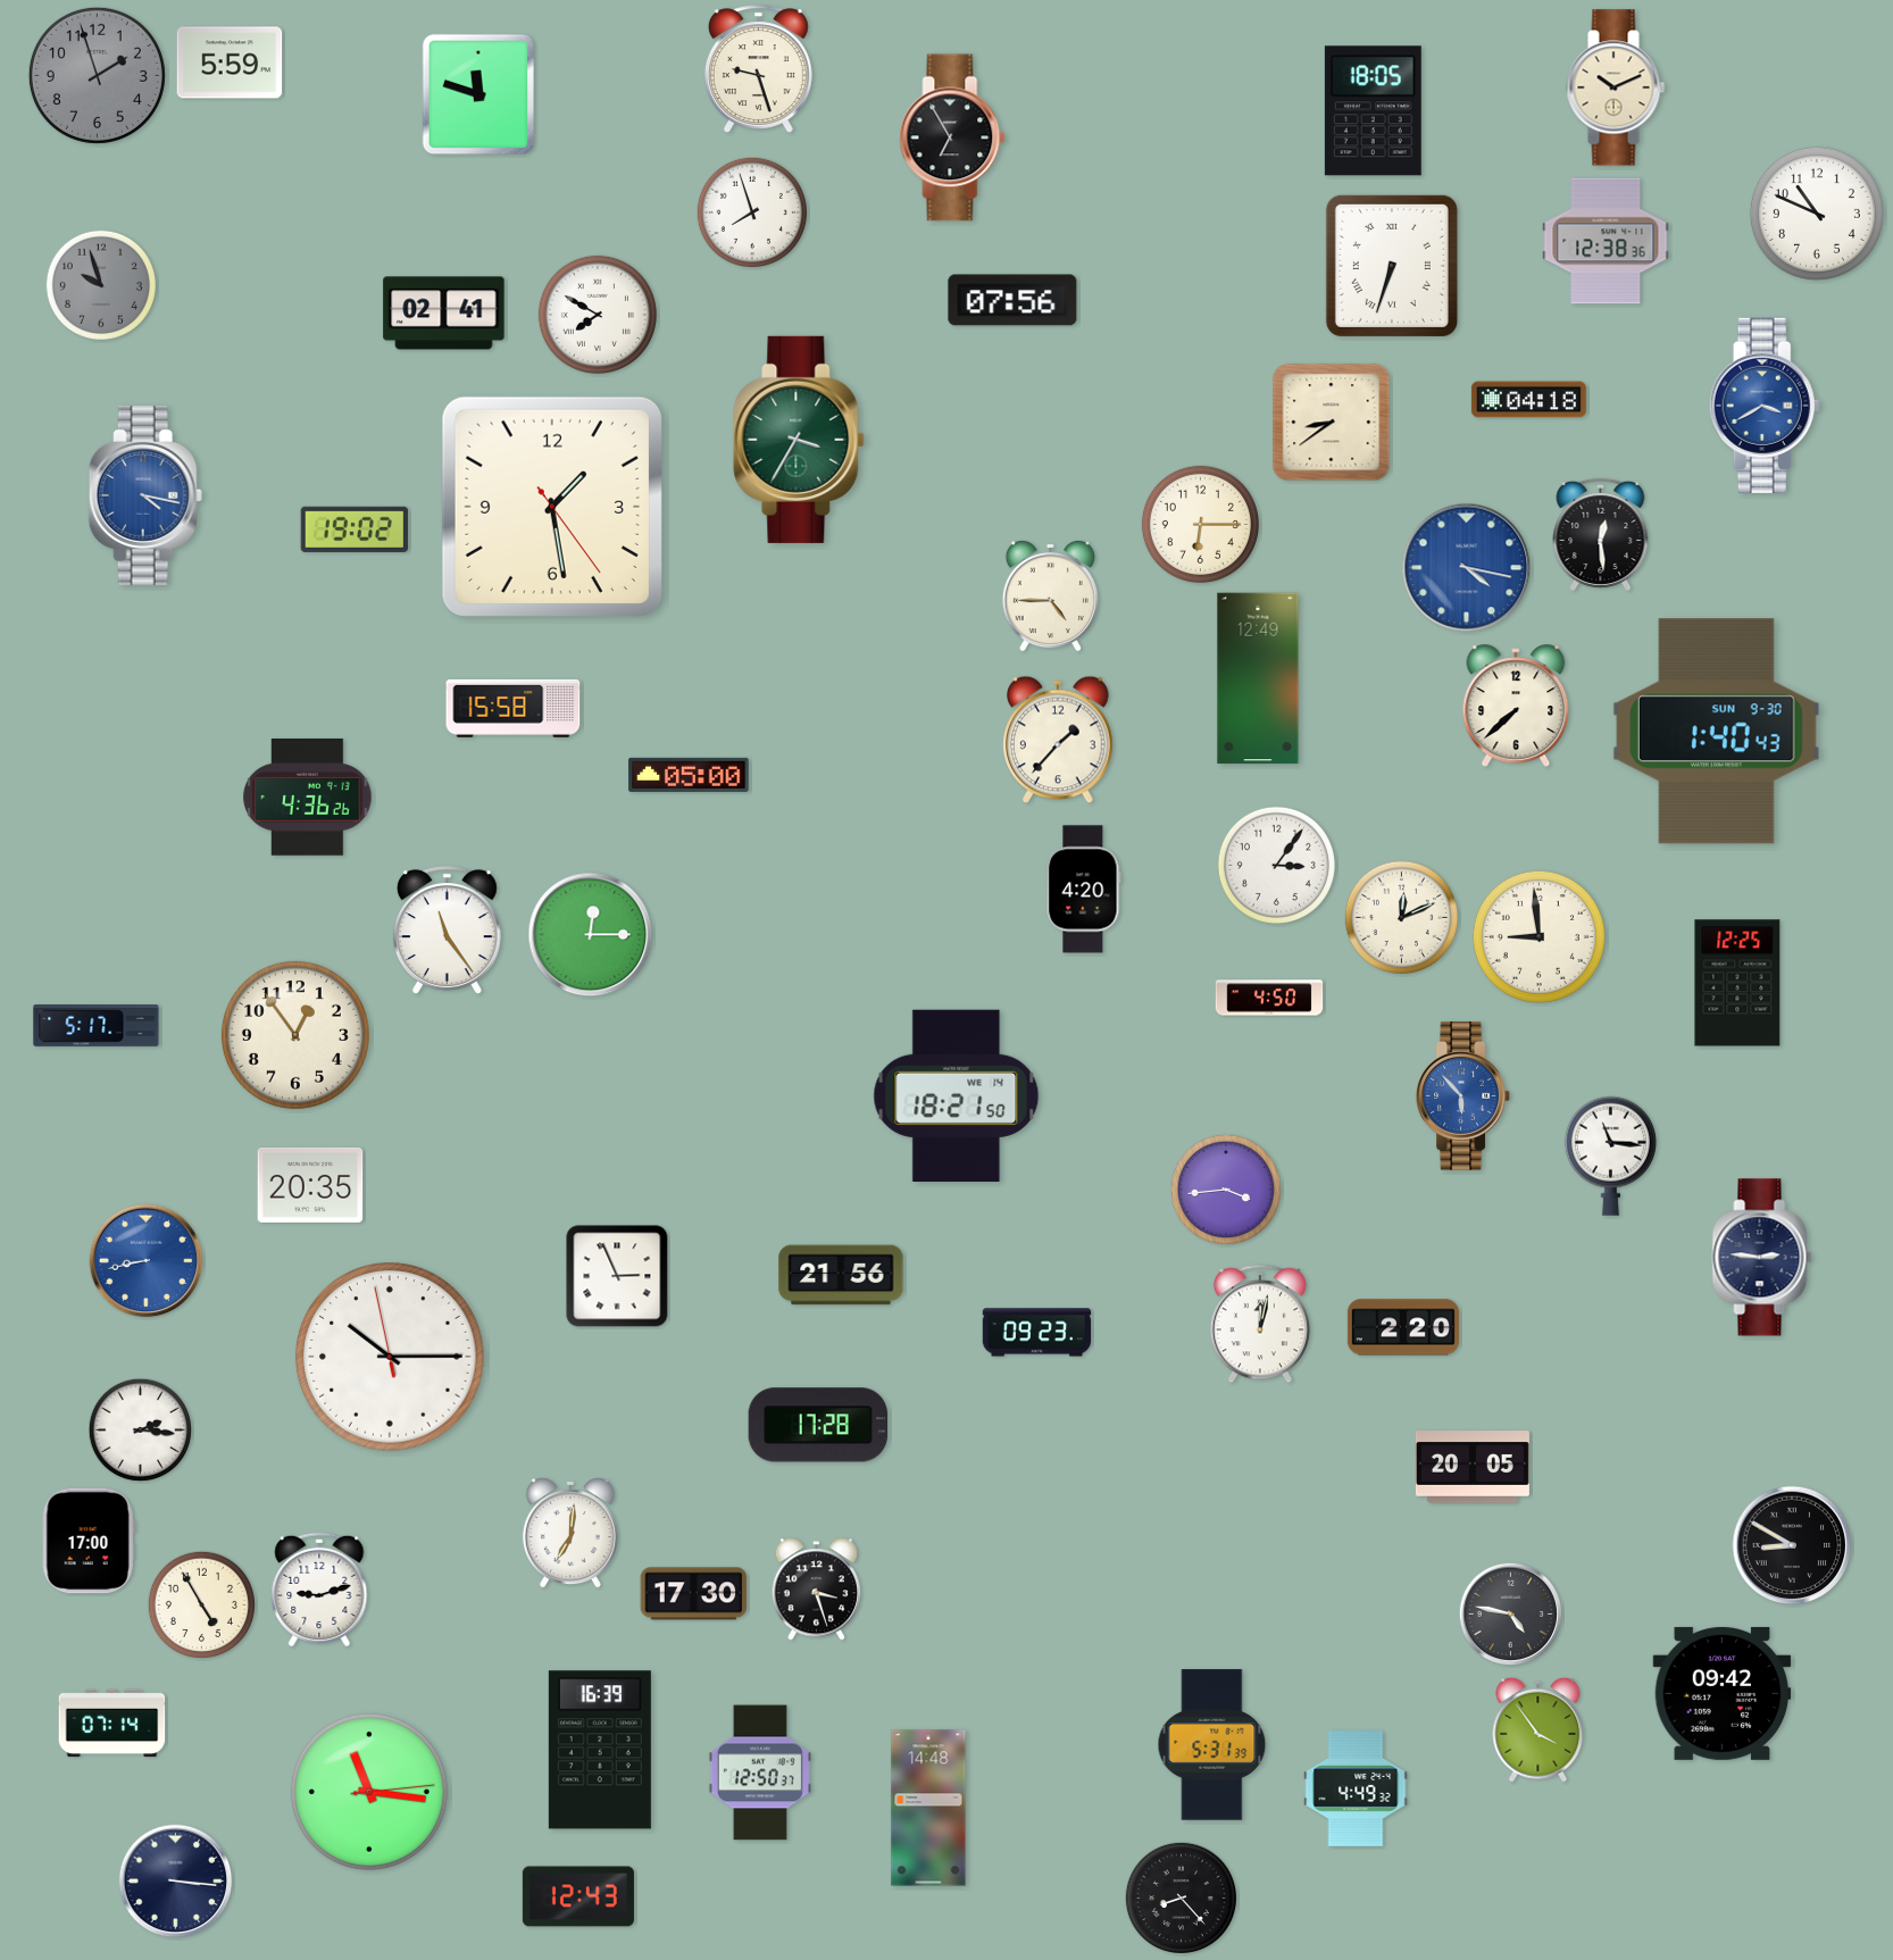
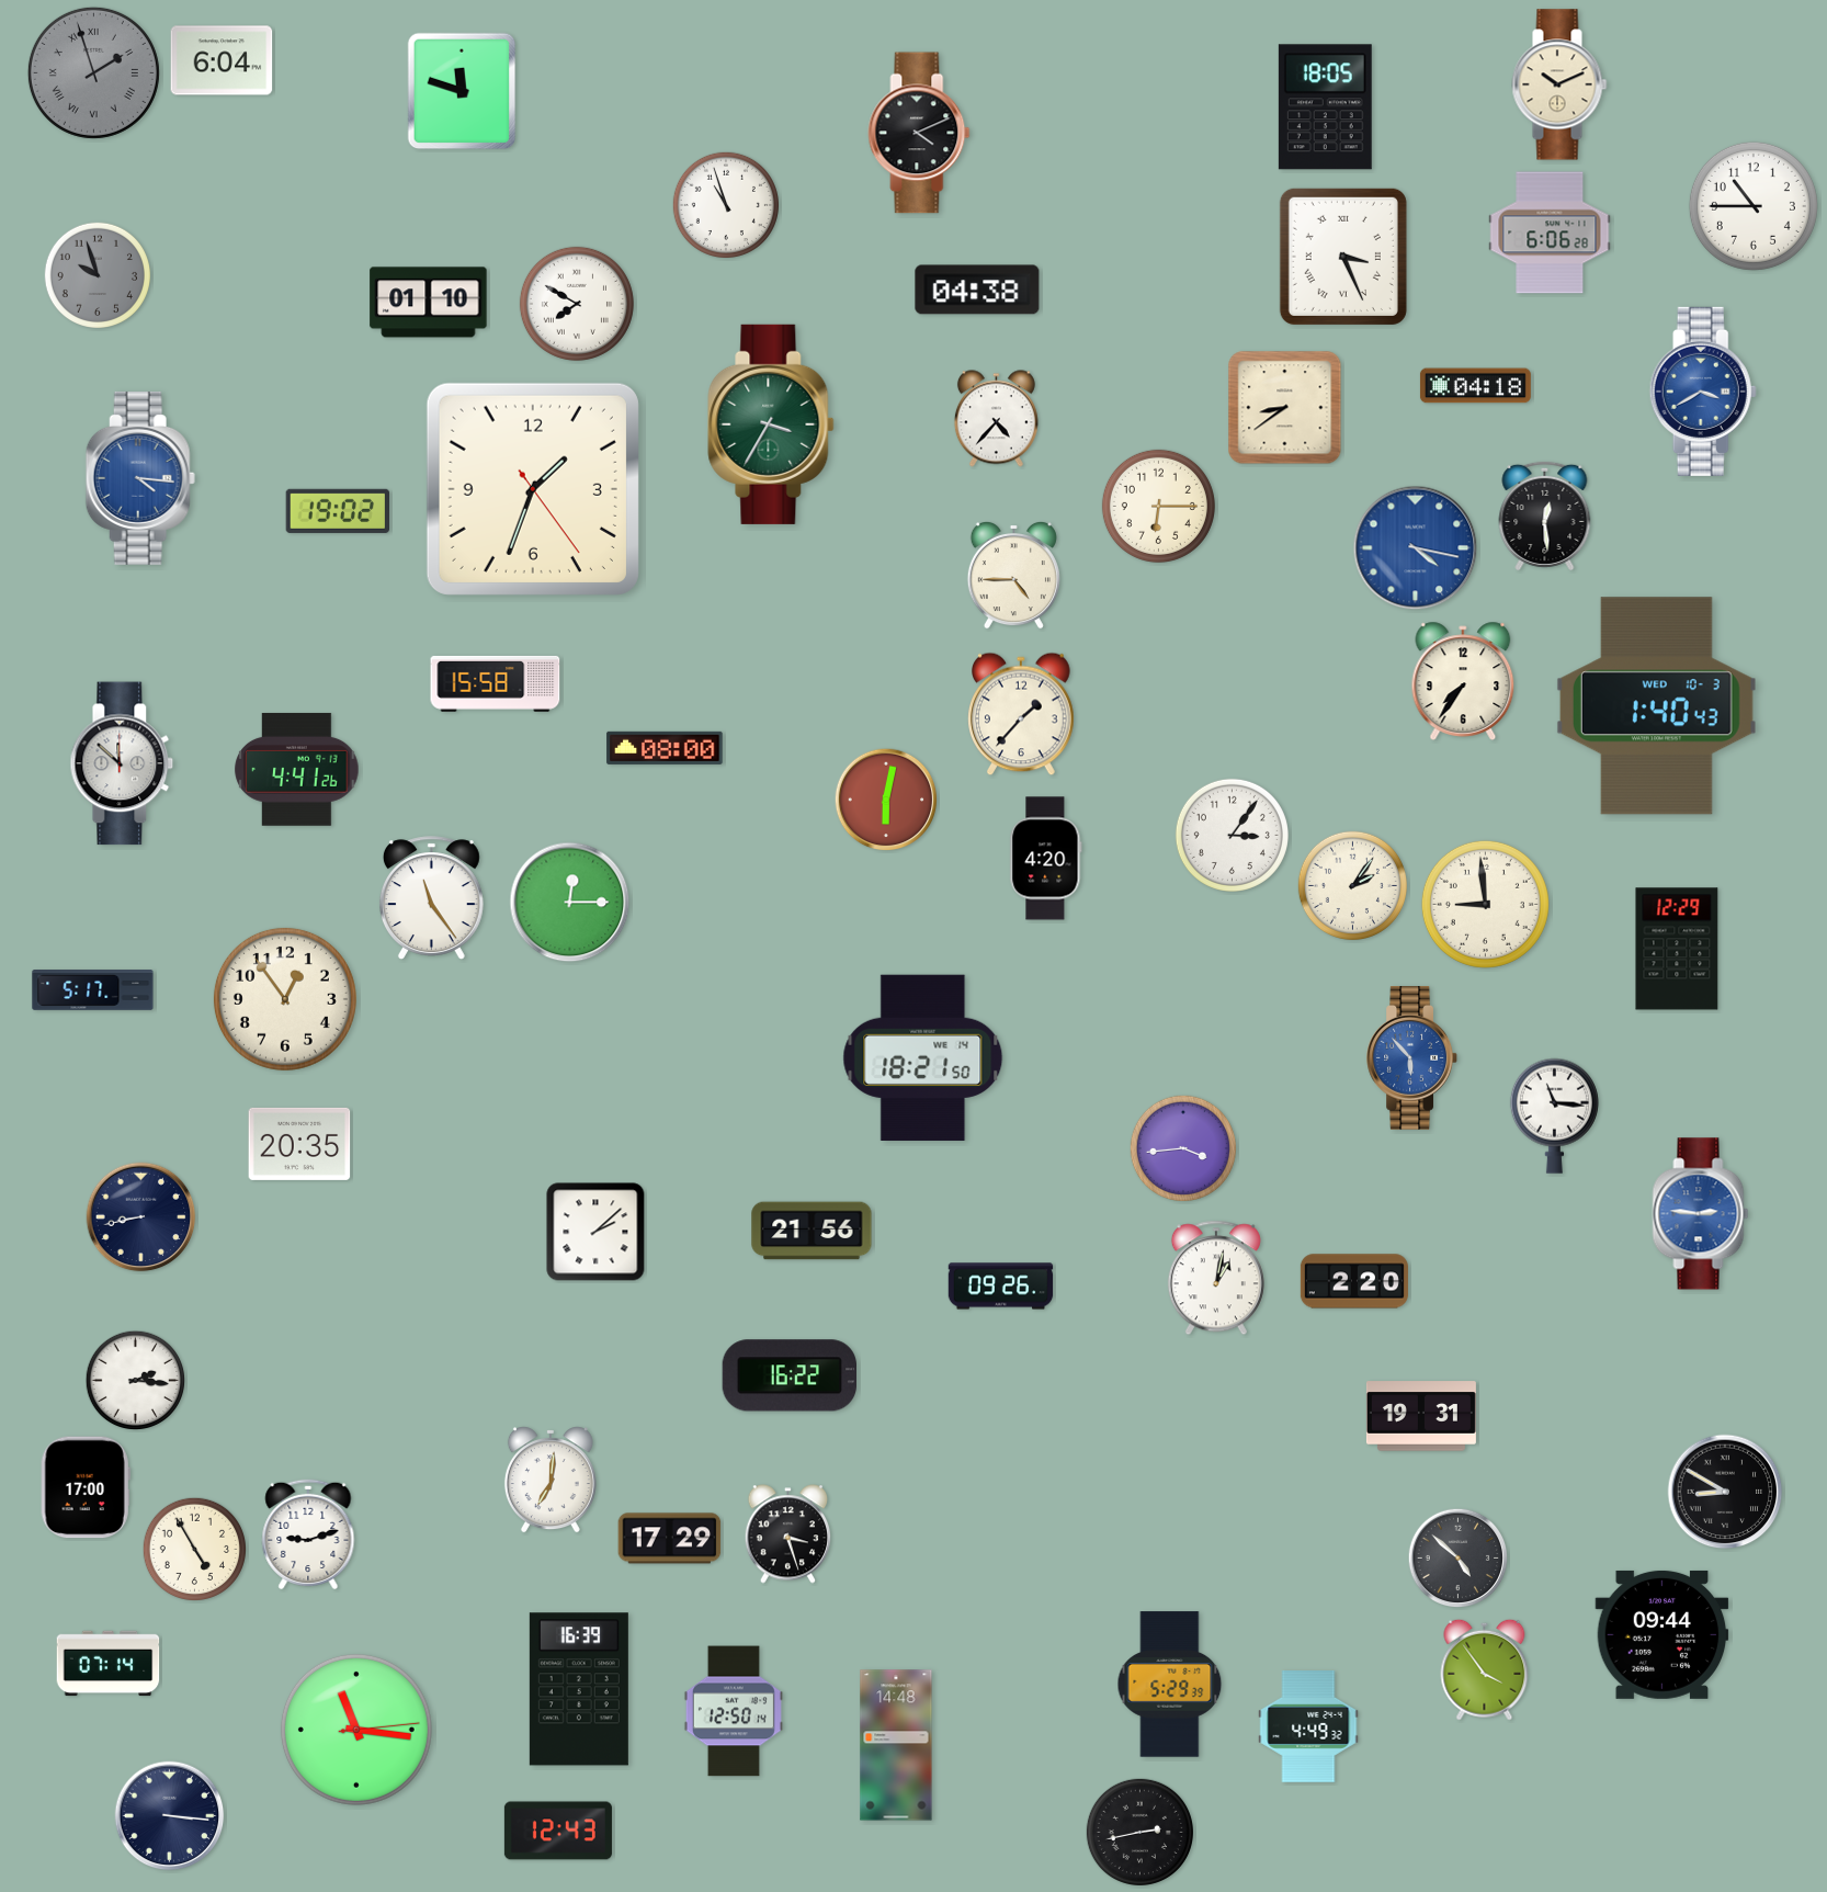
clock at (230, 62): 5:59 -> 6:04
clock at (758, 69): 9:27 -> none
clock at (97, 75) numerals: Arabic -> Roman
clock at (952, 137): 6:55 -> 4:11
clock at (751, 211): 7:57 -> 10:57
clock at (1817, 214): 10:49 -> 10:45
clock at (1606, 241): 12:38 -> 6:06
clock at (1392, 266): 6:33 -> 3:26
clock at (1012, 300): 07:56 -> 04:38
clock at (444, 314): 02:41 -> 01:10
clock at (996, 419): none -> 4:37
clock at (145, 495): 4:17 -> 4:16
clock at (552, 507): 1:28 -> 1:33
clock at (355, 529) position: (355, 529) -> (338, 511)
clock at (1258, 678): 12:49 -> none
clock at (1516, 706): 7:38 -> 7:36
clock at (1716, 732) date: SUN 9-30 -> WED 10-3
clock at (689, 775): 05:00 -> 08:00
clock at (122, 763): none -> 11:52
clock at (308, 796): 4:36 -> 4:41
clock at (886, 800): none -> 6:02
clock at (1401, 917): 12:11 -> 2:06
clock at (1737, 983): 12:25 -> 12:29
clock at (1269, 998): 4:50 -> none
clock at (1762, 1258) dial: navy -> blue
clock at (147, 1261) dial: blue -> navy
clock at (617, 1276): 2:56 -> 2:08
clock at (1260, 1324): 12:02 -> 1:02
clock at (1037, 1333): 09:23 -> 09:26
clock at (391, 1358): 10:14 -> none
clock at (817, 1425): 17:28 -> 16:22
clock at (1473, 1467): 20:05 -> 19:31
clock at (1792, 1545) position: (1792, 1545) -> (1725, 1492)
clock at (694, 1594): 17:30 -> 17:29
clock at (1511, 1615): 4:47 -> 4:52
clock at (1723, 1693): 09:42 -> 09:44
clock at (1212, 1745): 5:31 -> 5:29
clock at (760, 1773): 12:50:37 -> 12:50:14
clock at (1181, 1898): 8:23 -> 2:43
